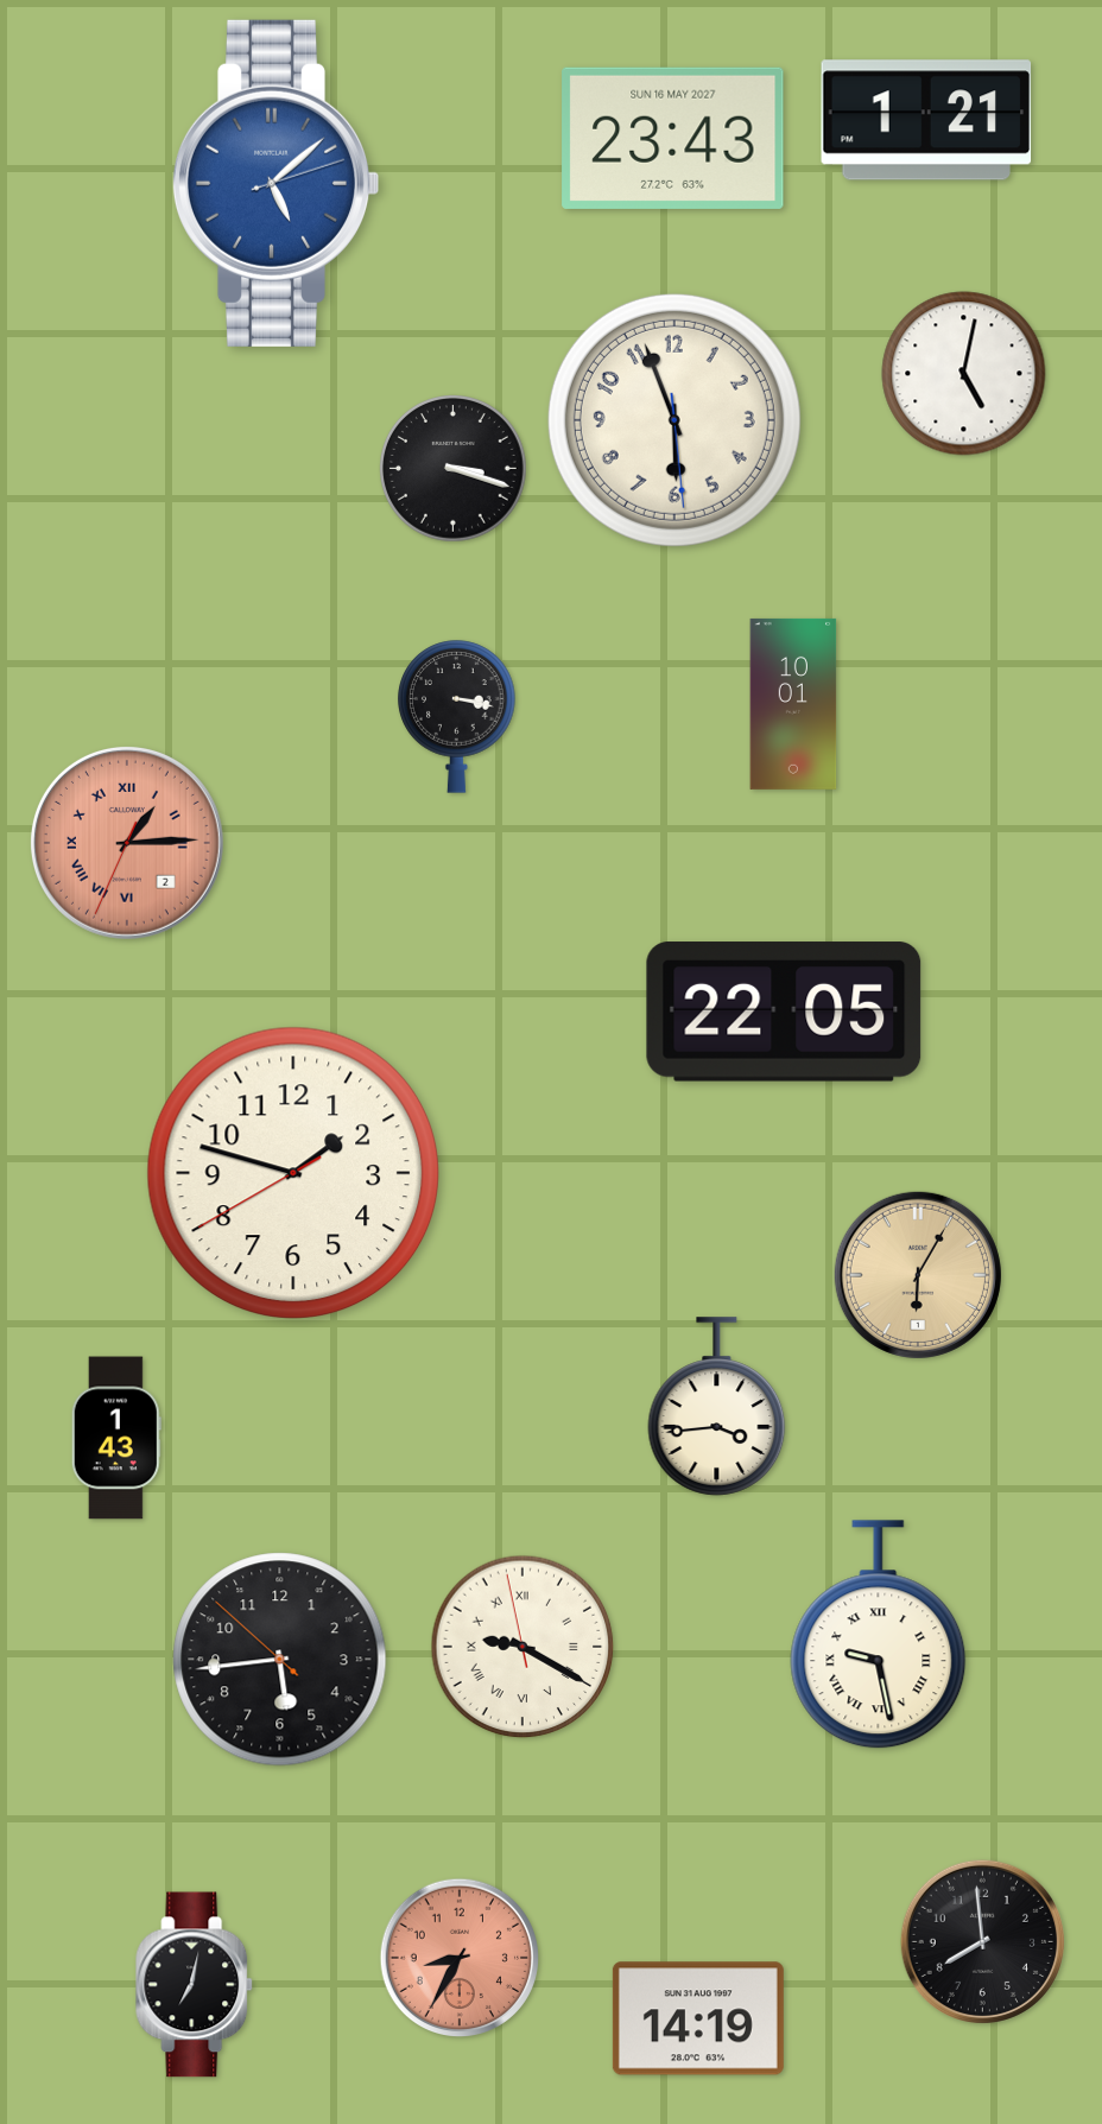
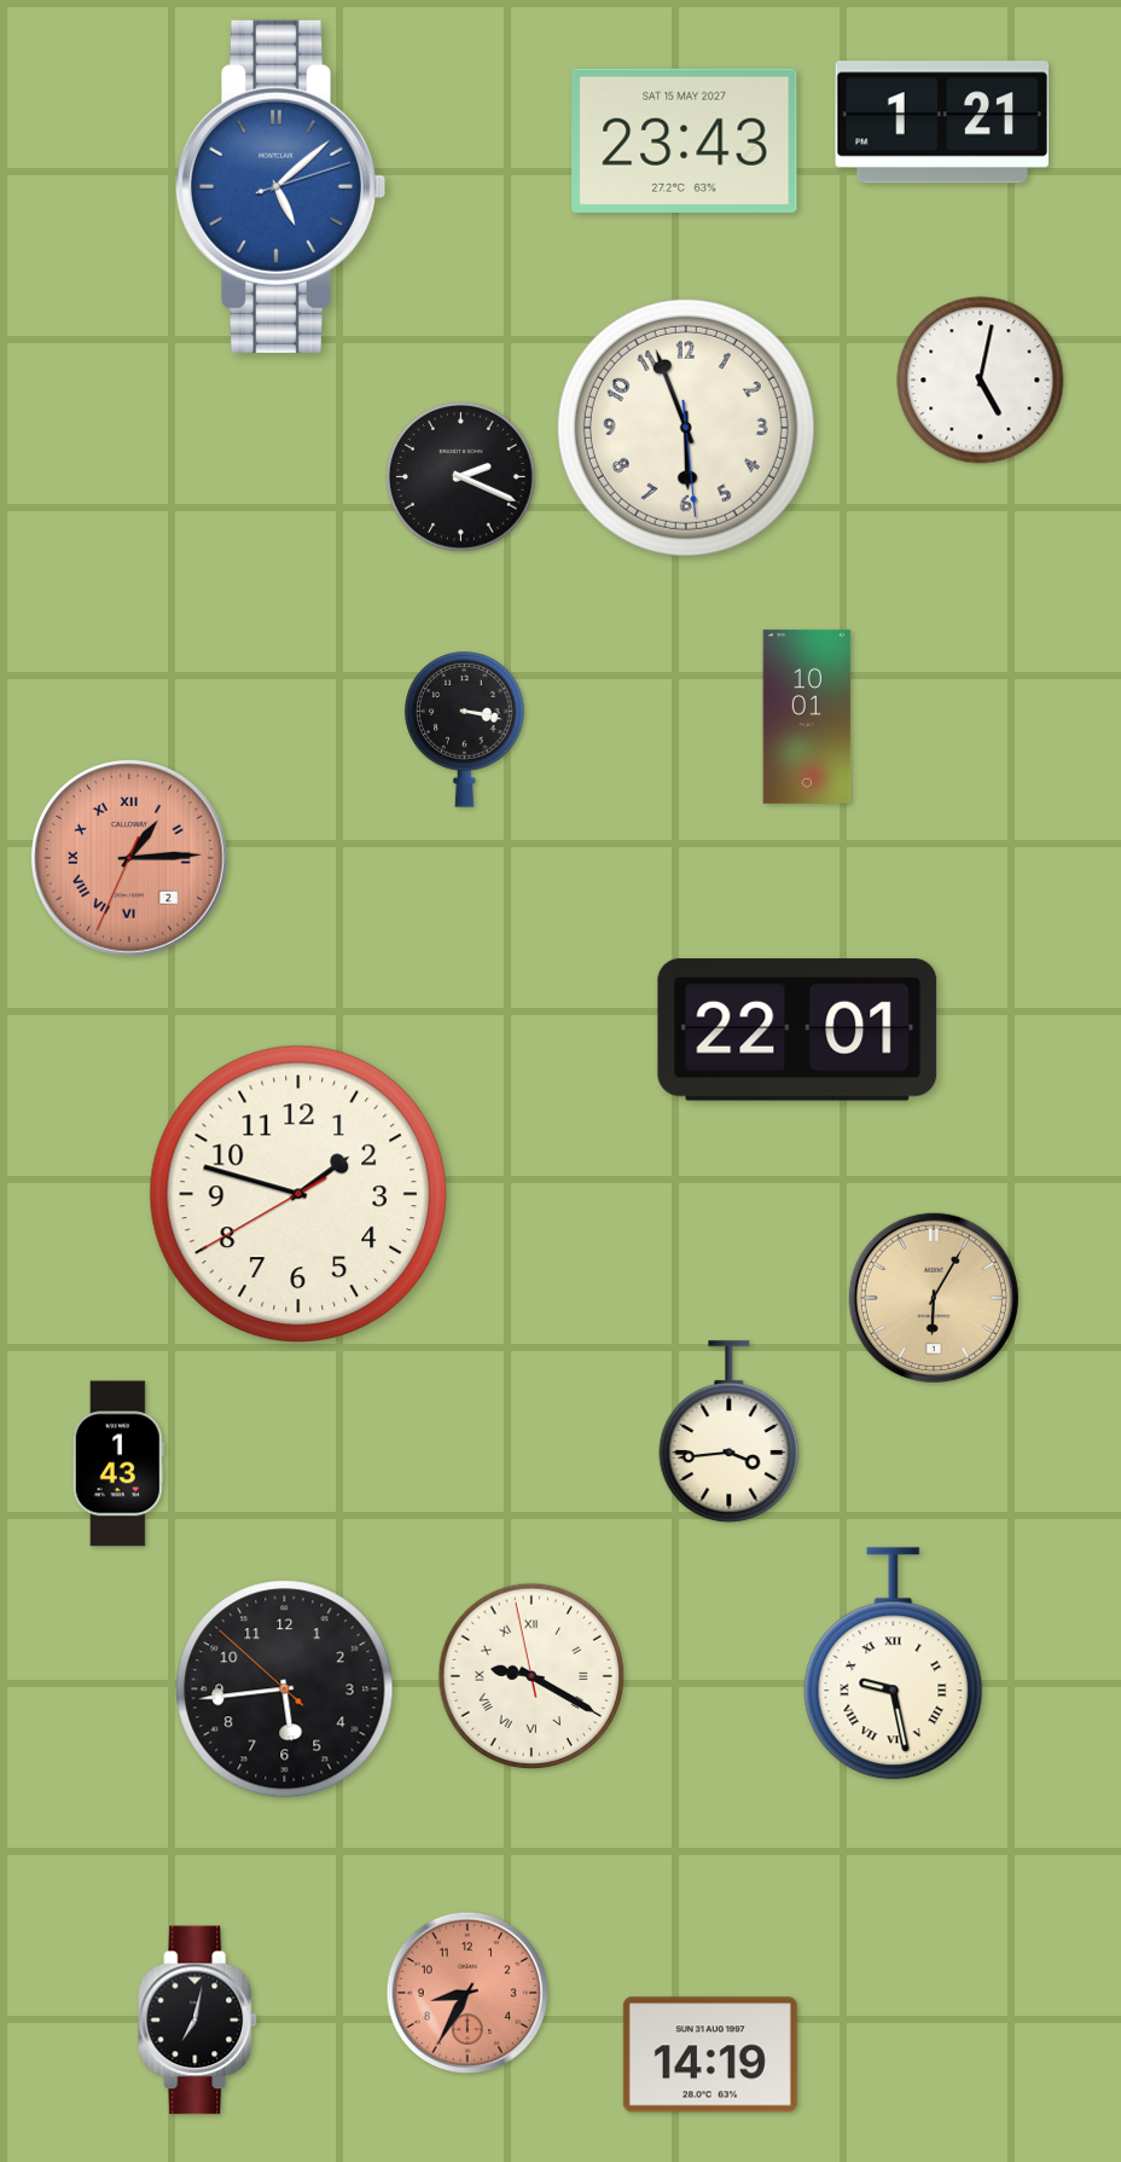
clock at (673, 138) date: SUN 16 MAY 2027 -> SAT 15 MAY 2027
clock at (454, 469): 3:18 -> 2:19
clock at (784, 1012): 22:05 -> 22:01
clock at (982, 1941): 7:59 -> none
